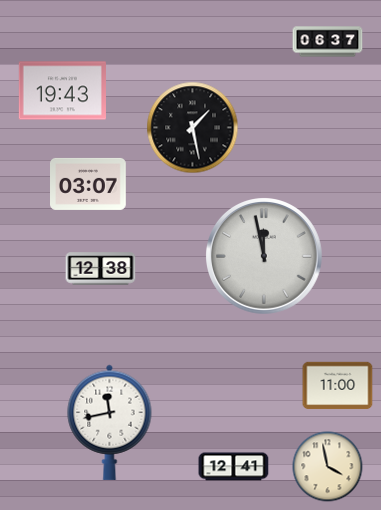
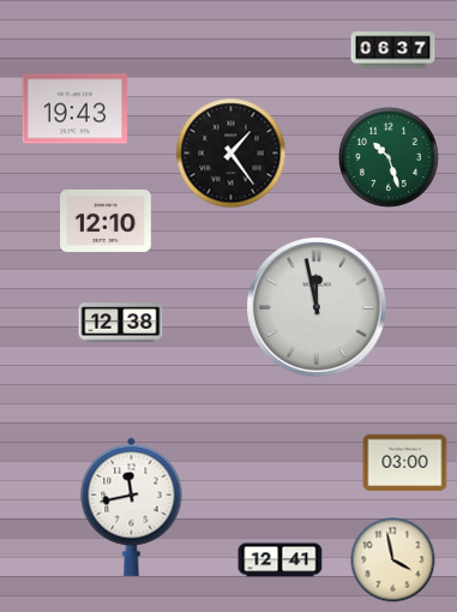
clock at (193, 128): 1:28 -> 1:24
clock at (389, 157): none -> 10:27
clock at (89, 184): 03:07 -> 12:10
clock at (338, 386): 11:00 -> 03:00
